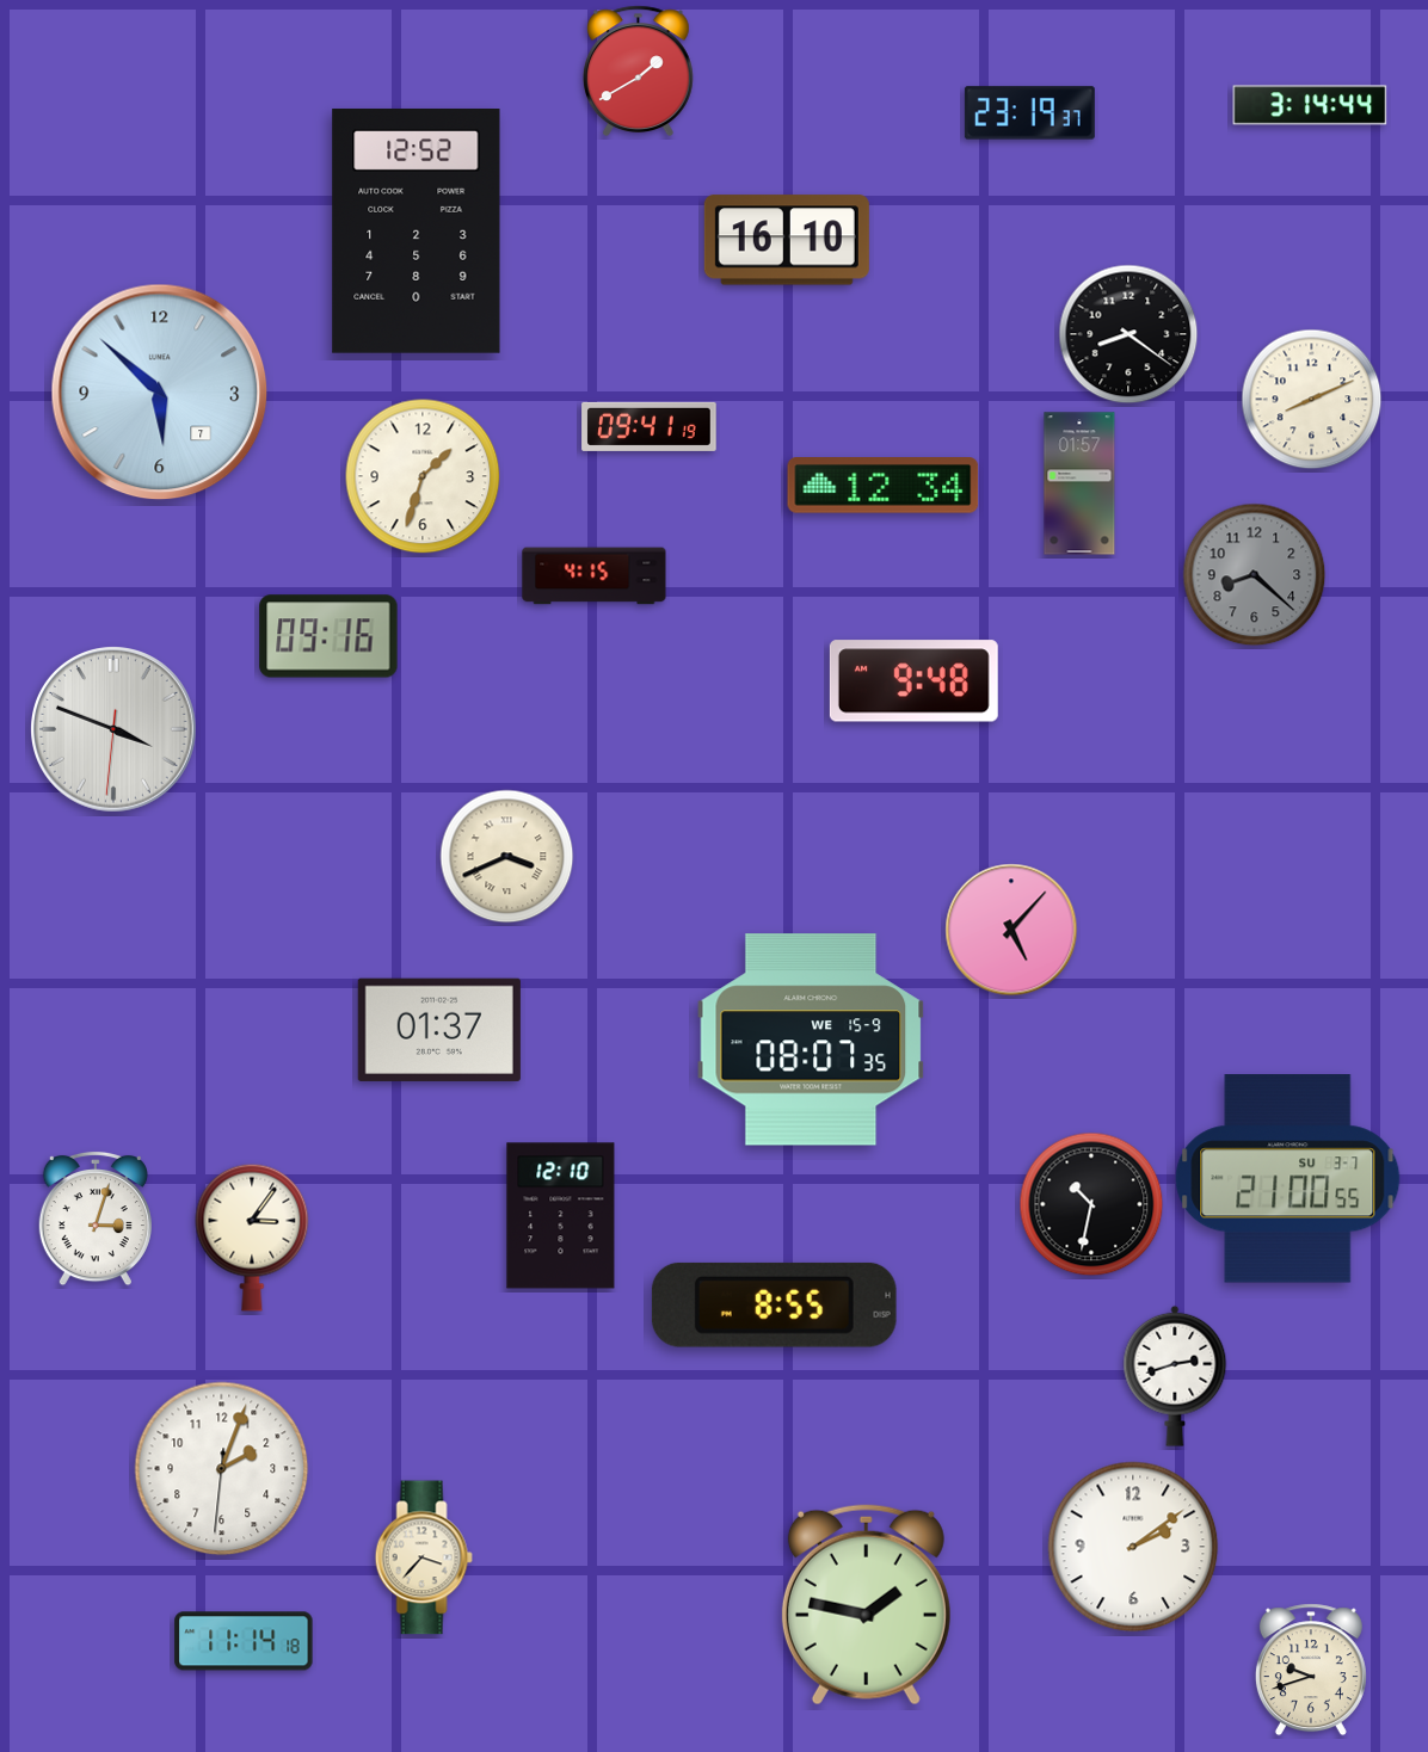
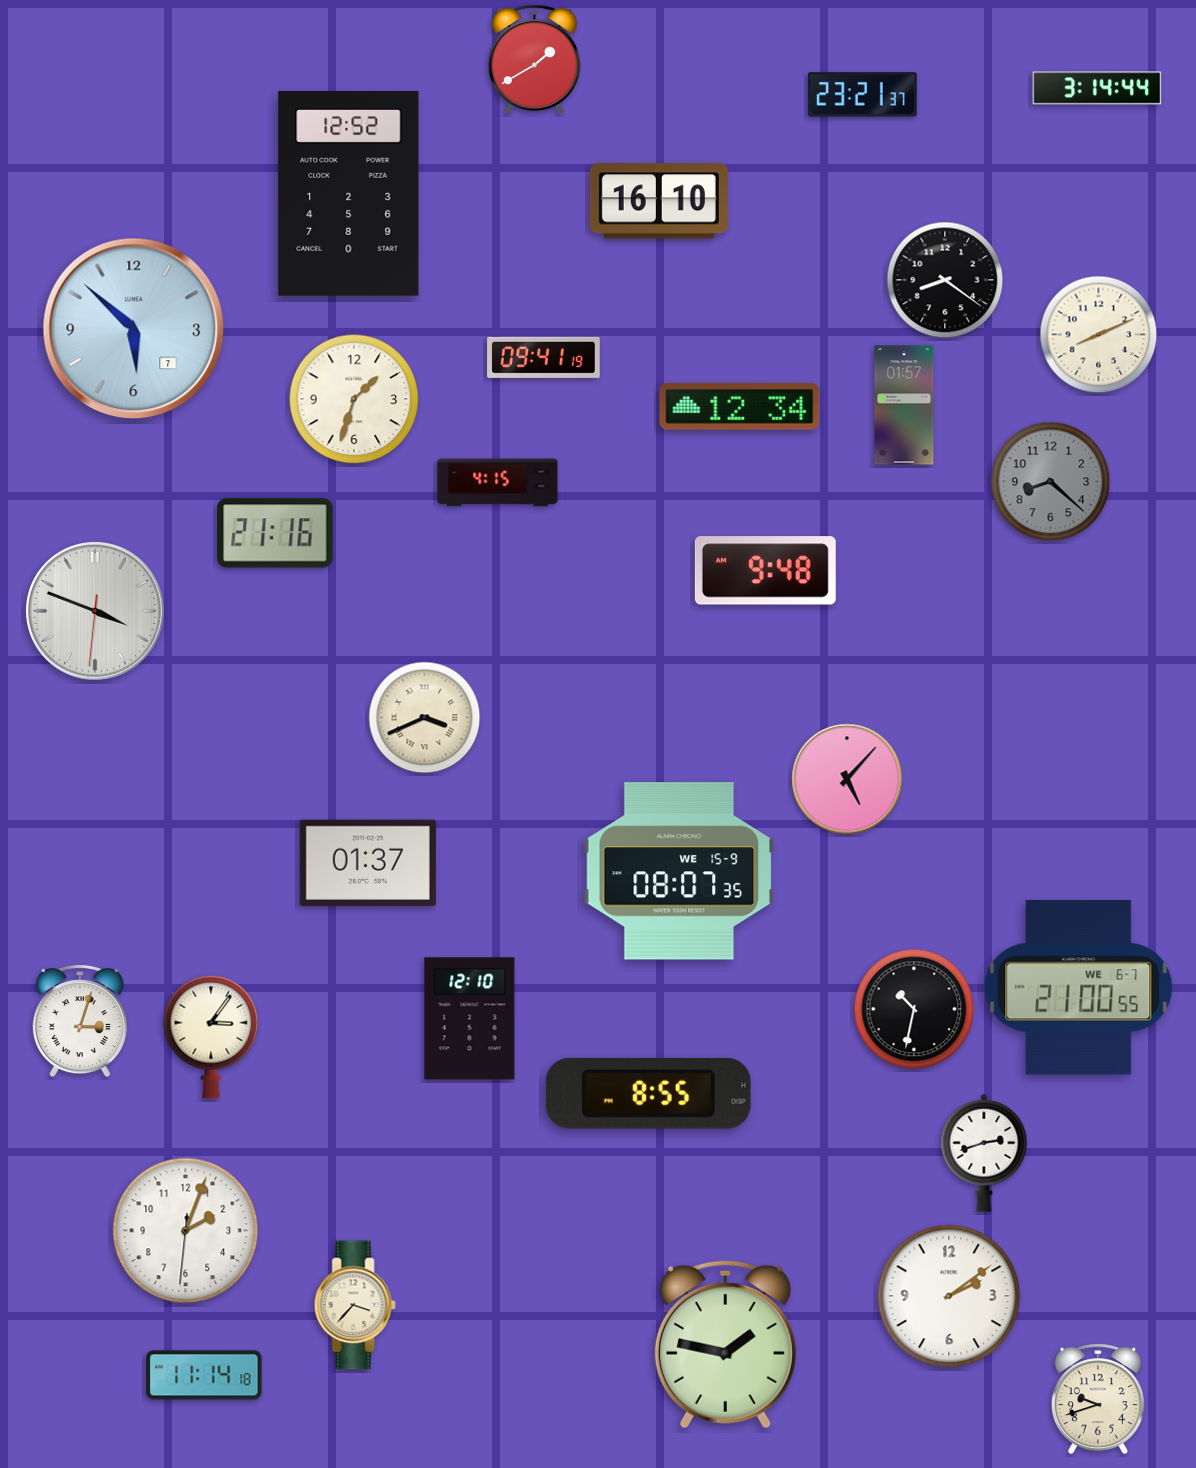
clock at (1029, 113): 23:19 -> 23:21
clock at (328, 636): 09:16 -> 21:16
clock at (1288, 1179) date: SU 3-7 -> WE 6-7
